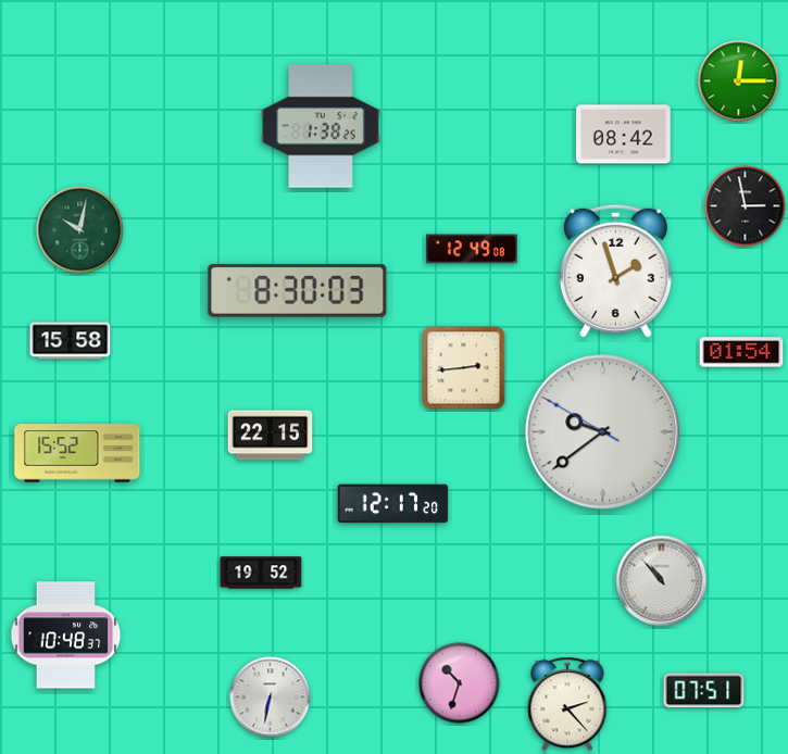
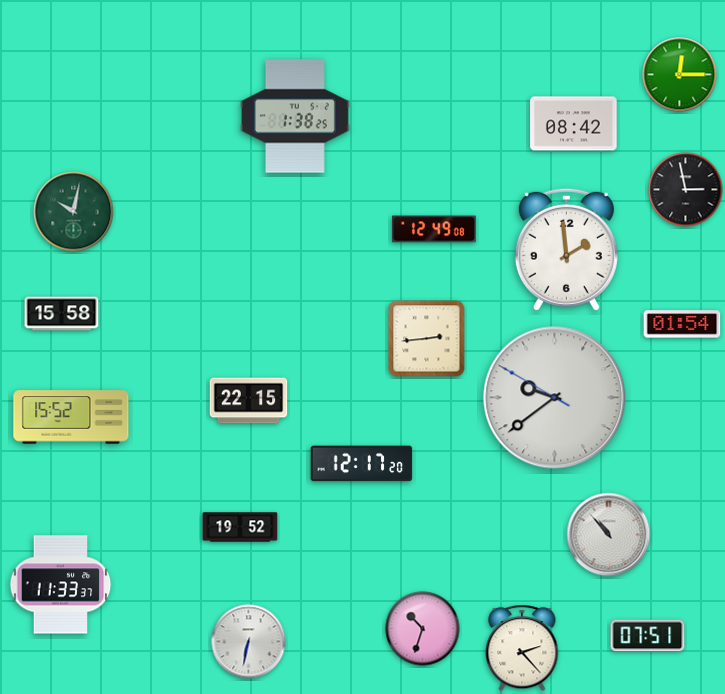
clock at (615, 271): 1:57 -> 1:59
clock at (298, 290): 8:30 -> none
clock at (71, 341) position: (71, 341) -> (62, 314)
clock at (66, 636): 10:48 -> 11:33
